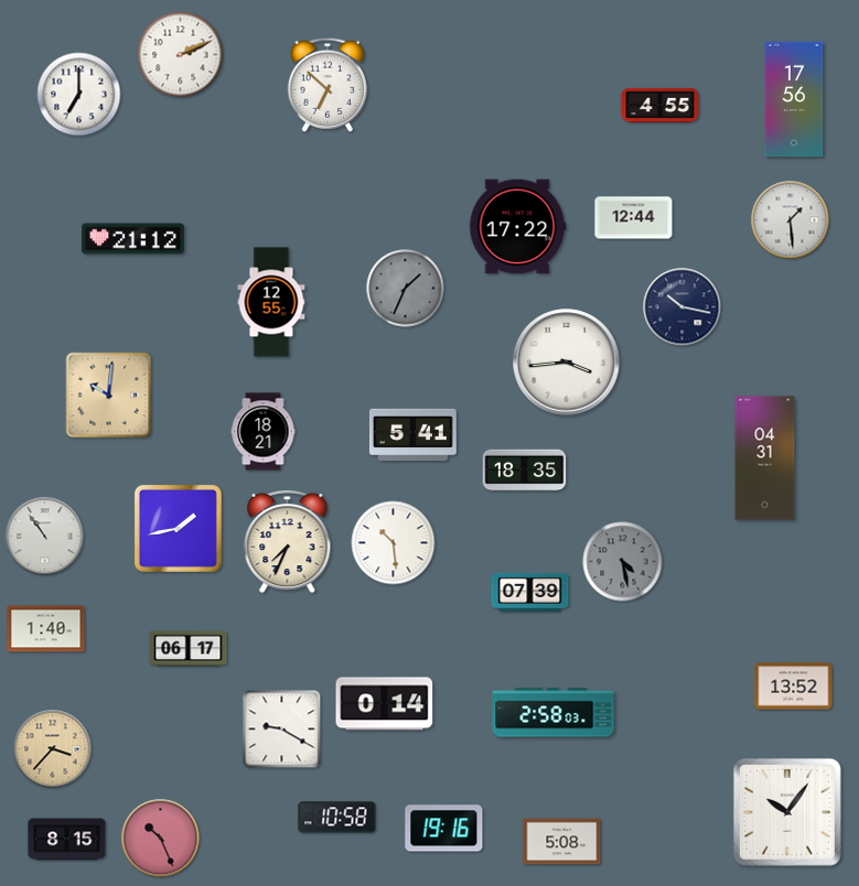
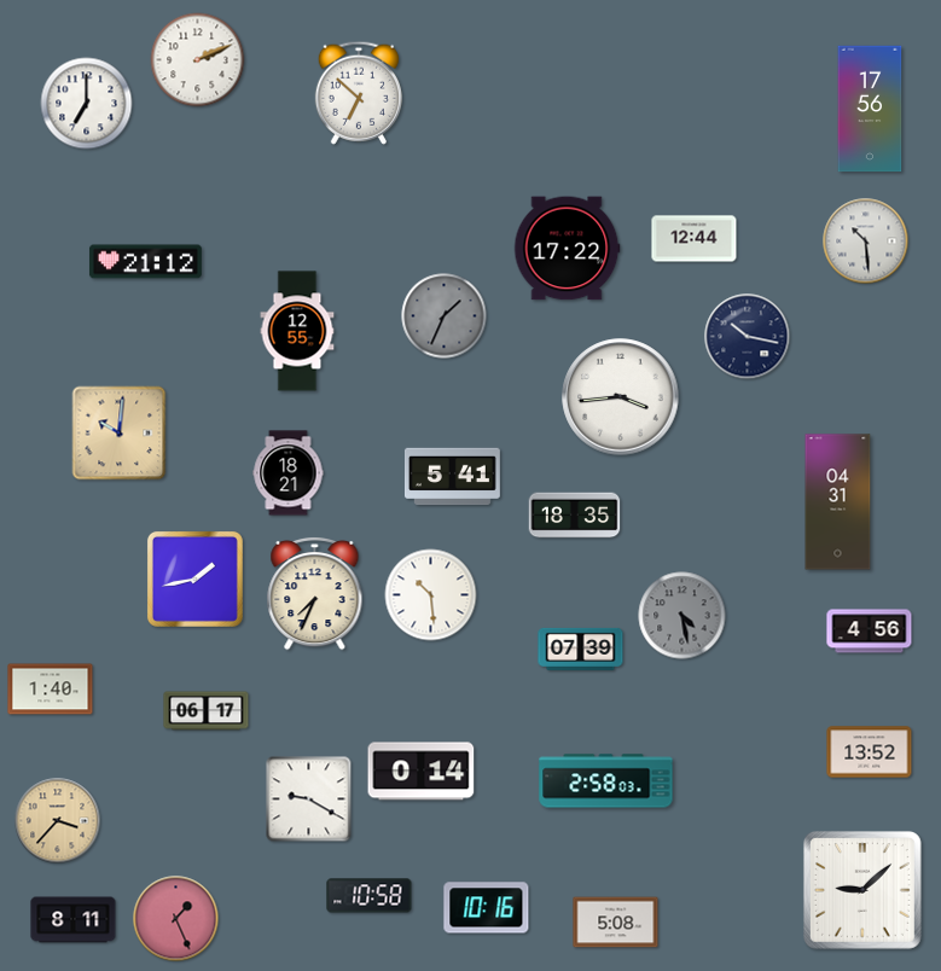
clock at (661, 105): 4:55 -> none
clock at (791, 220): 1:29 -> 10:29
clock at (45, 537): 10:54 -> none
clock at (870, 632): none -> 4:56
clock at (787, 812): 10:06 -> 9:08
clock at (444, 829): 19:16 -> 10:16
clock at (161, 839): 10:26 -> 1:26
clock at (67, 840): 8:15 -> 8:11
